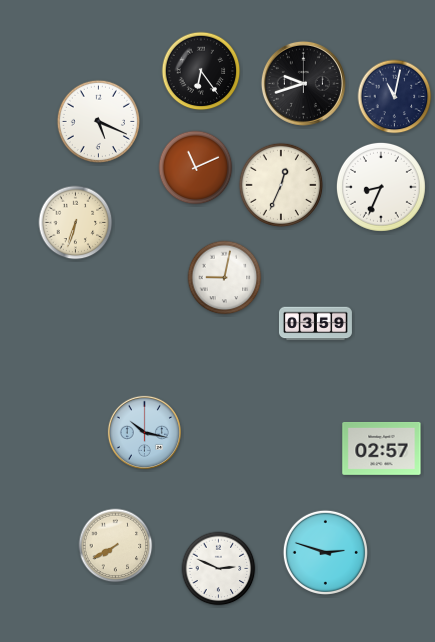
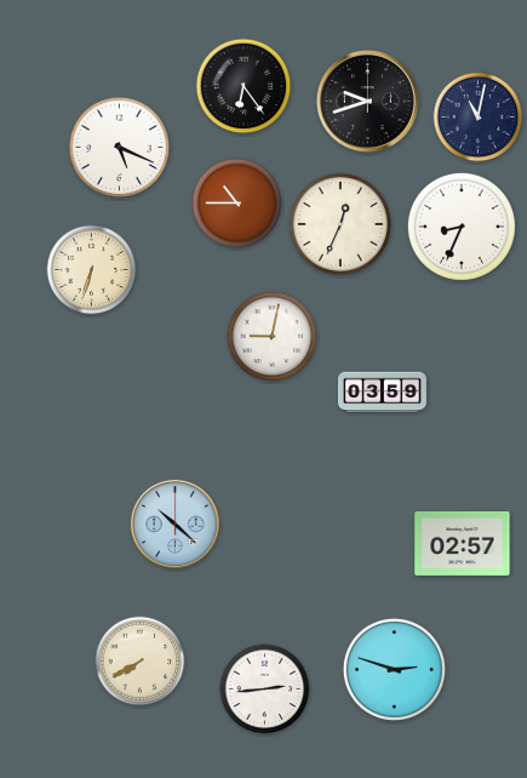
clock at (196, 168): 11:11 -> 10:45
clock at (144, 432): 10:17 -> 10:22
clock at (219, 569): 2:49 -> 2:44
